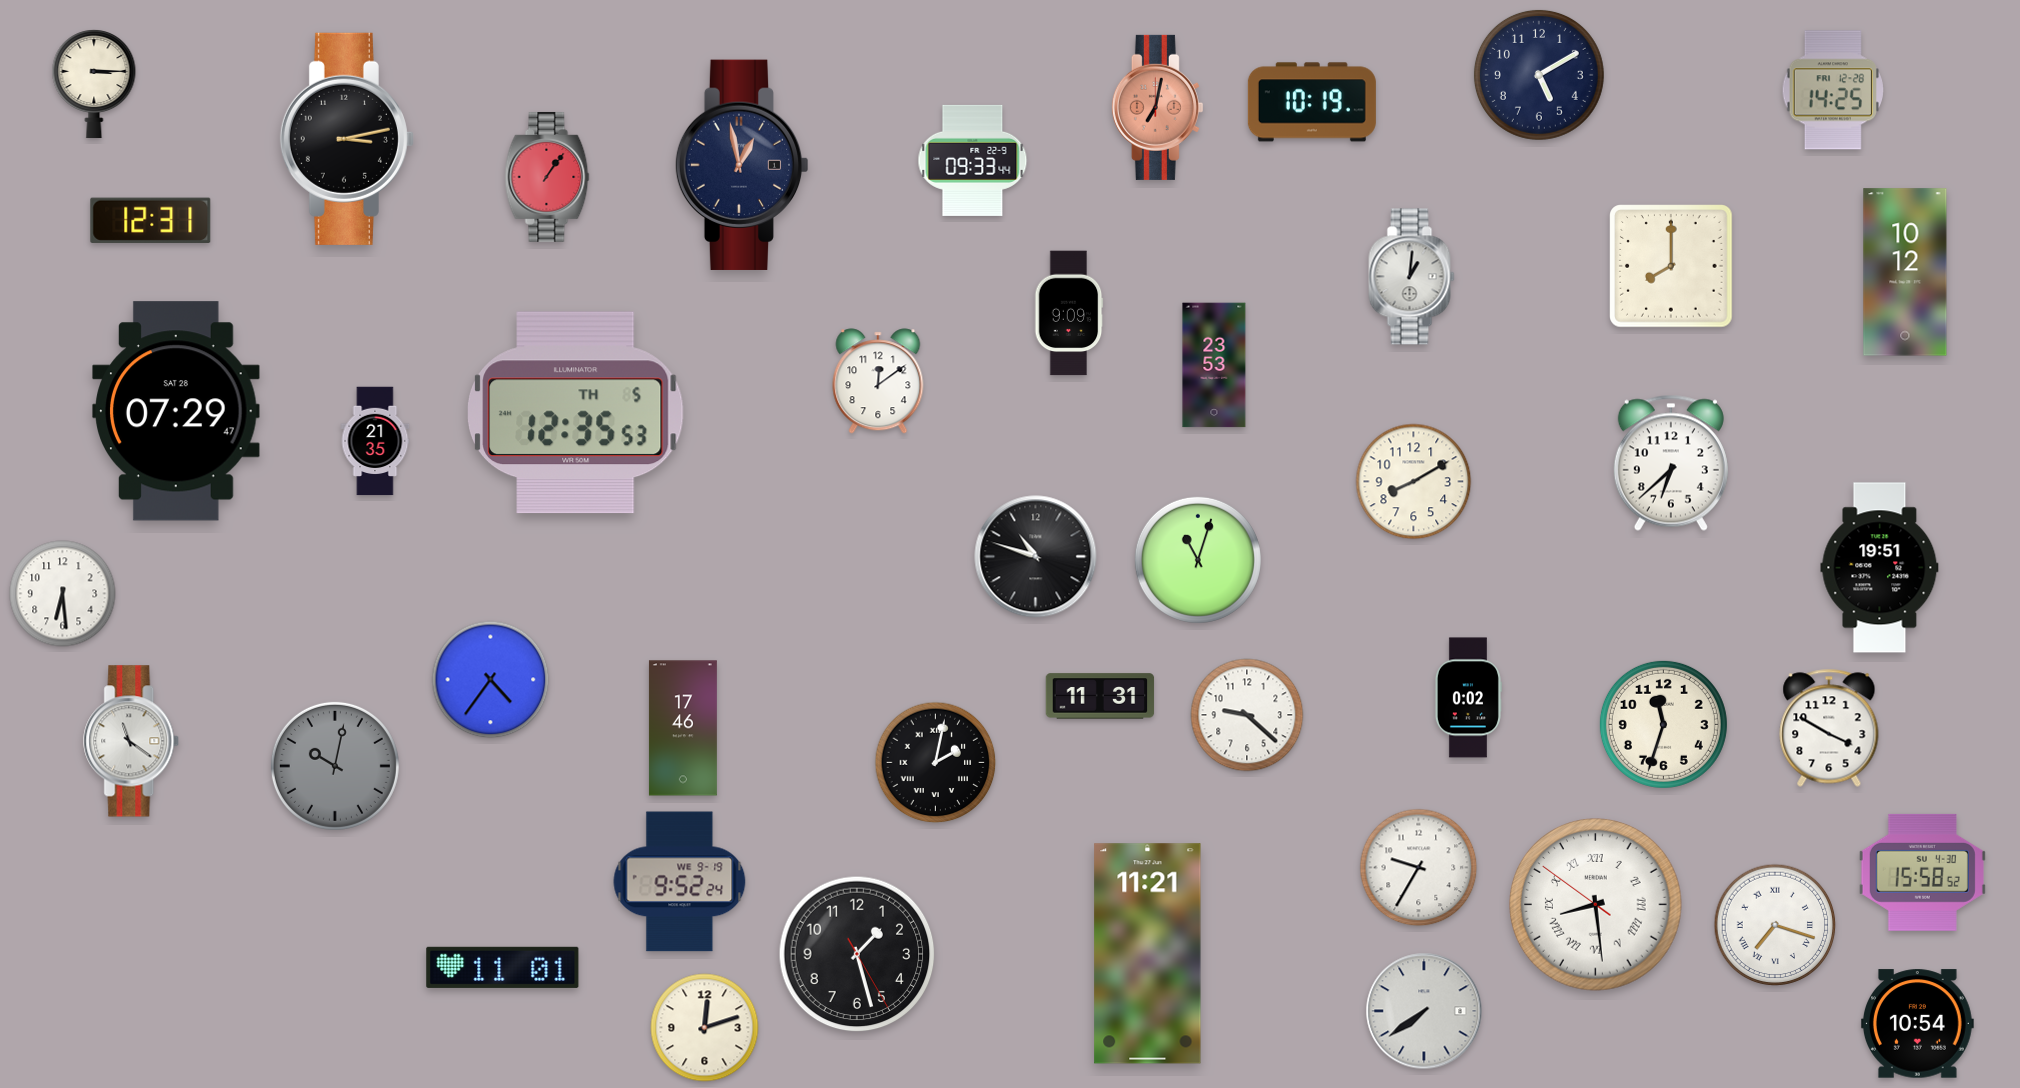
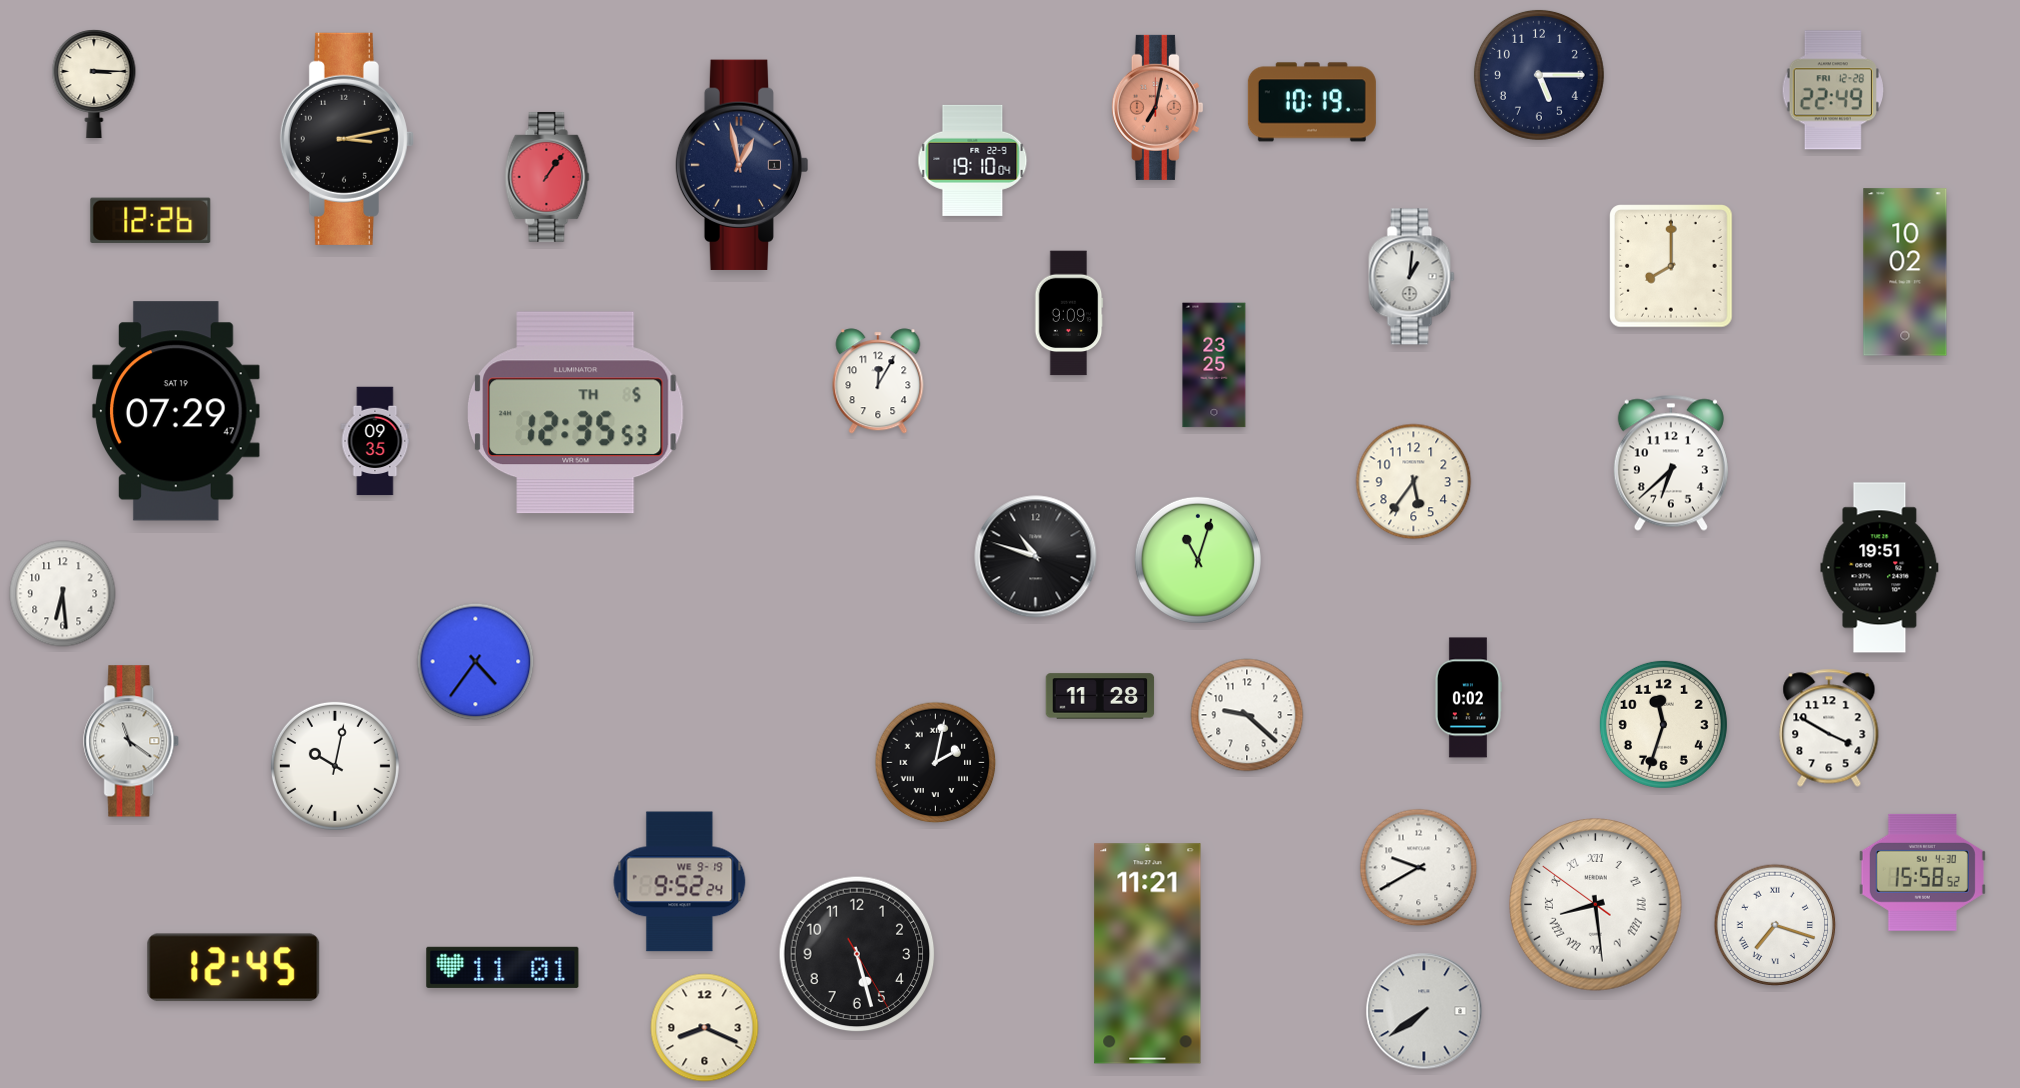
clock at (1539, 75): 5:10 -> 5:15
clock at (1833, 90): 14:25 -> 22:49
clock at (973, 160): 09:33 -> 19:10
clock at (151, 220): 12:31 -> 12:26
clock at (1905, 272): 10:12 -> 10:02
clock at (1214, 365): 23:53 -> 23:25
clock at (878, 381): 12:09 -> 12:05
clock at (176, 411) date: SAT 28 -> SAT 19
clock at (375, 441): 21:35 -> 09:35
clock at (1414, 482): 8:10 -> 5:36
clock at (491, 680) position: (491, 680) -> (476, 662)
clock at (1100, 696): 11:31 -> 11:28
clock at (683, 728): 17:46 -> none
clock at (335, 766) dial: grey -> white
clock at (1419, 868): 9:35 -> 9:40
clock at (857, 954): 1:27 -> 5:27
clock at (234, 968): none -> 12:45
clock at (1917, 1024): 10:54 -> none
clock at (705, 1028): 12:12 -> 8:19
